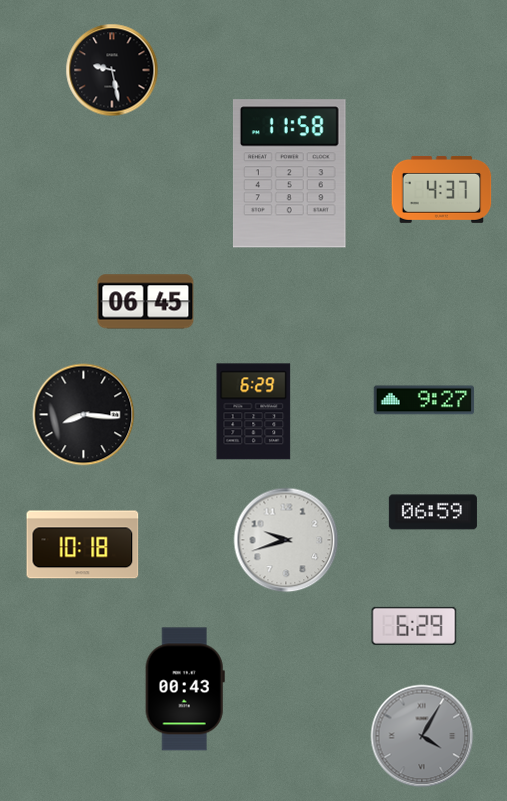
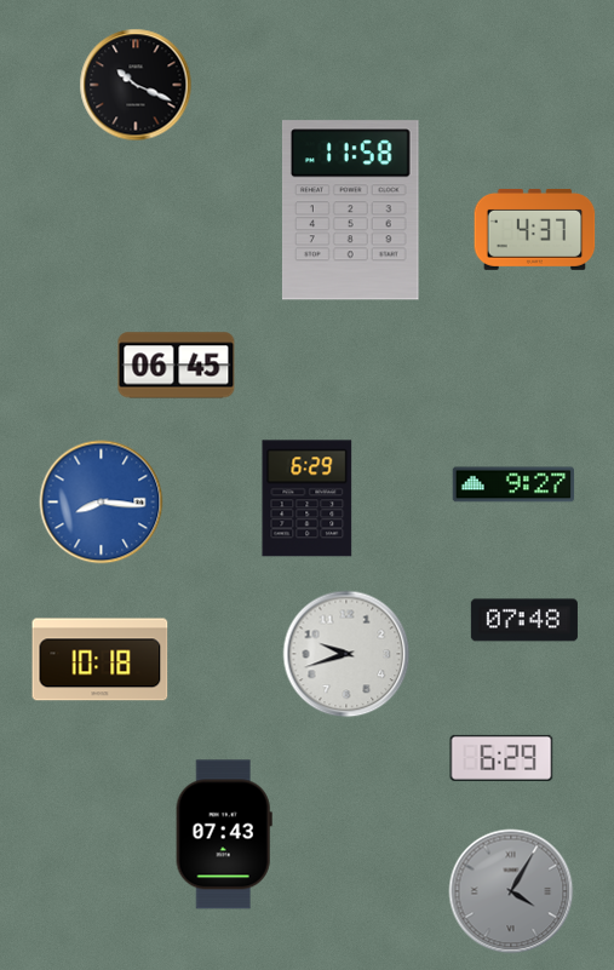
clock at (112, 70): 9:28 -> 10:19
clock at (84, 415) dial: black -> blue
clock at (433, 512): 06:59 -> 07:48
clock at (185, 689): 00:43 -> 07:43
